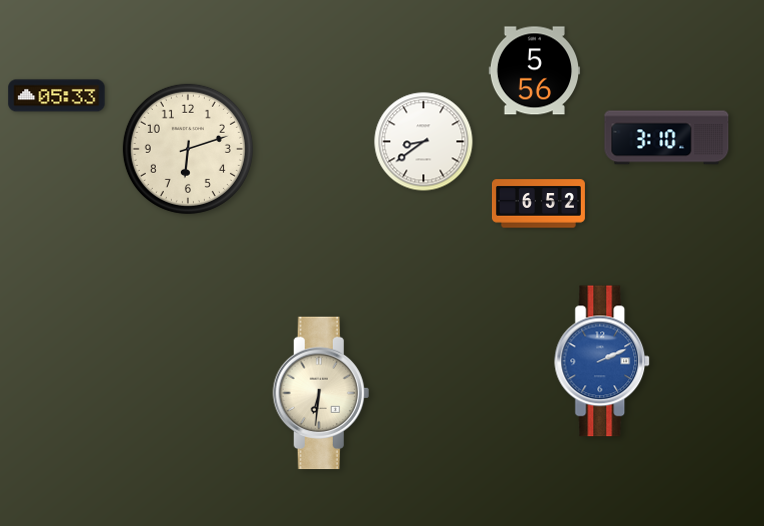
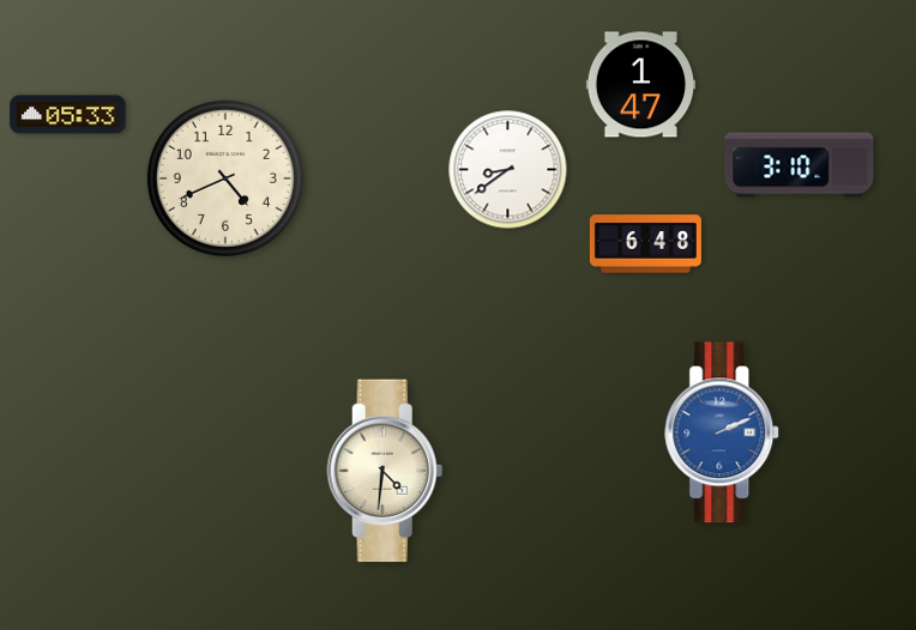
clock at (535, 71): 5:56 -> 1:47
clock at (188, 149): 6:12 -> 4:41
clock at (538, 204): 6:52 -> 6:48
clock at (321, 393): 6:31 -> 4:31
